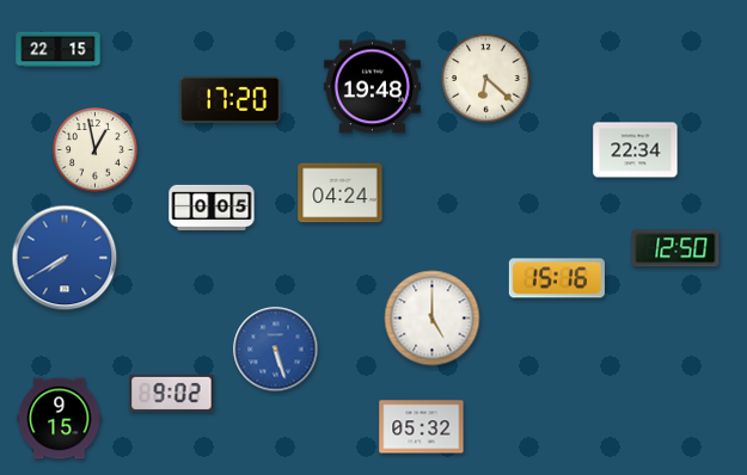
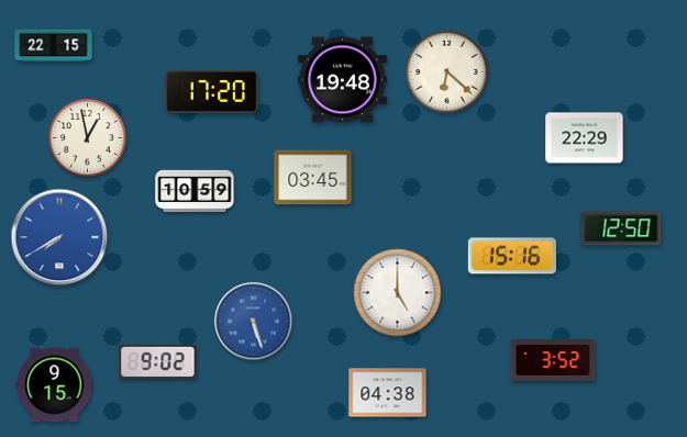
clock at (636, 150): 22:34 -> 22:29
clock at (341, 193): 04:24 -> 03:45
clock at (212, 208): 0:05 -> 10:59
clock at (553, 361): none -> 3:52
clock at (422, 427): 05:32 -> 04:38
